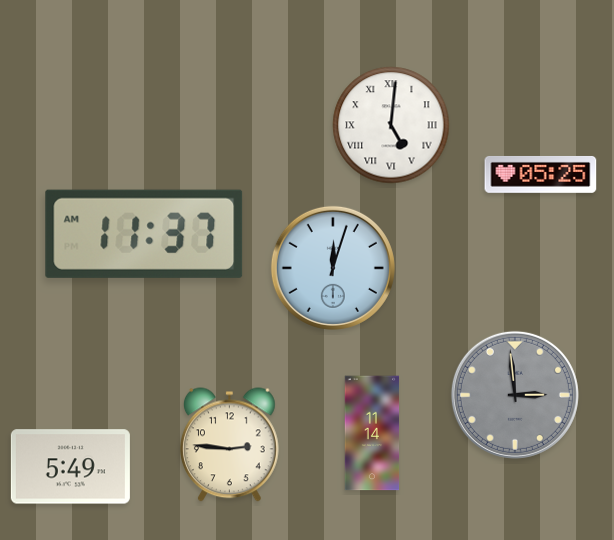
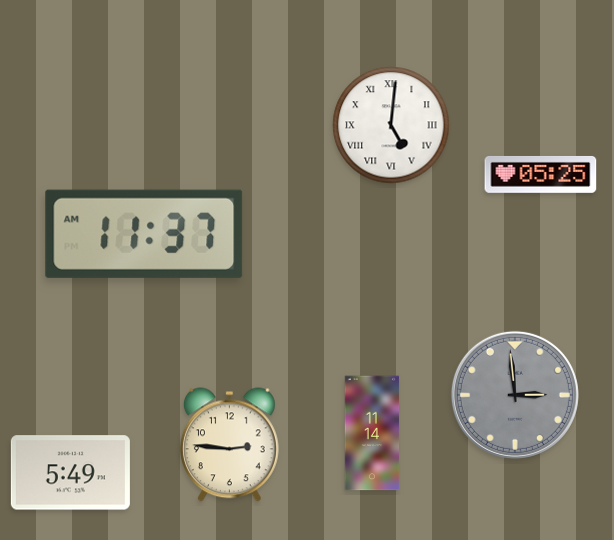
clock at (333, 268): 12:03 -> none
clock at (70, 467) position: (70, 467) -> (70, 473)
